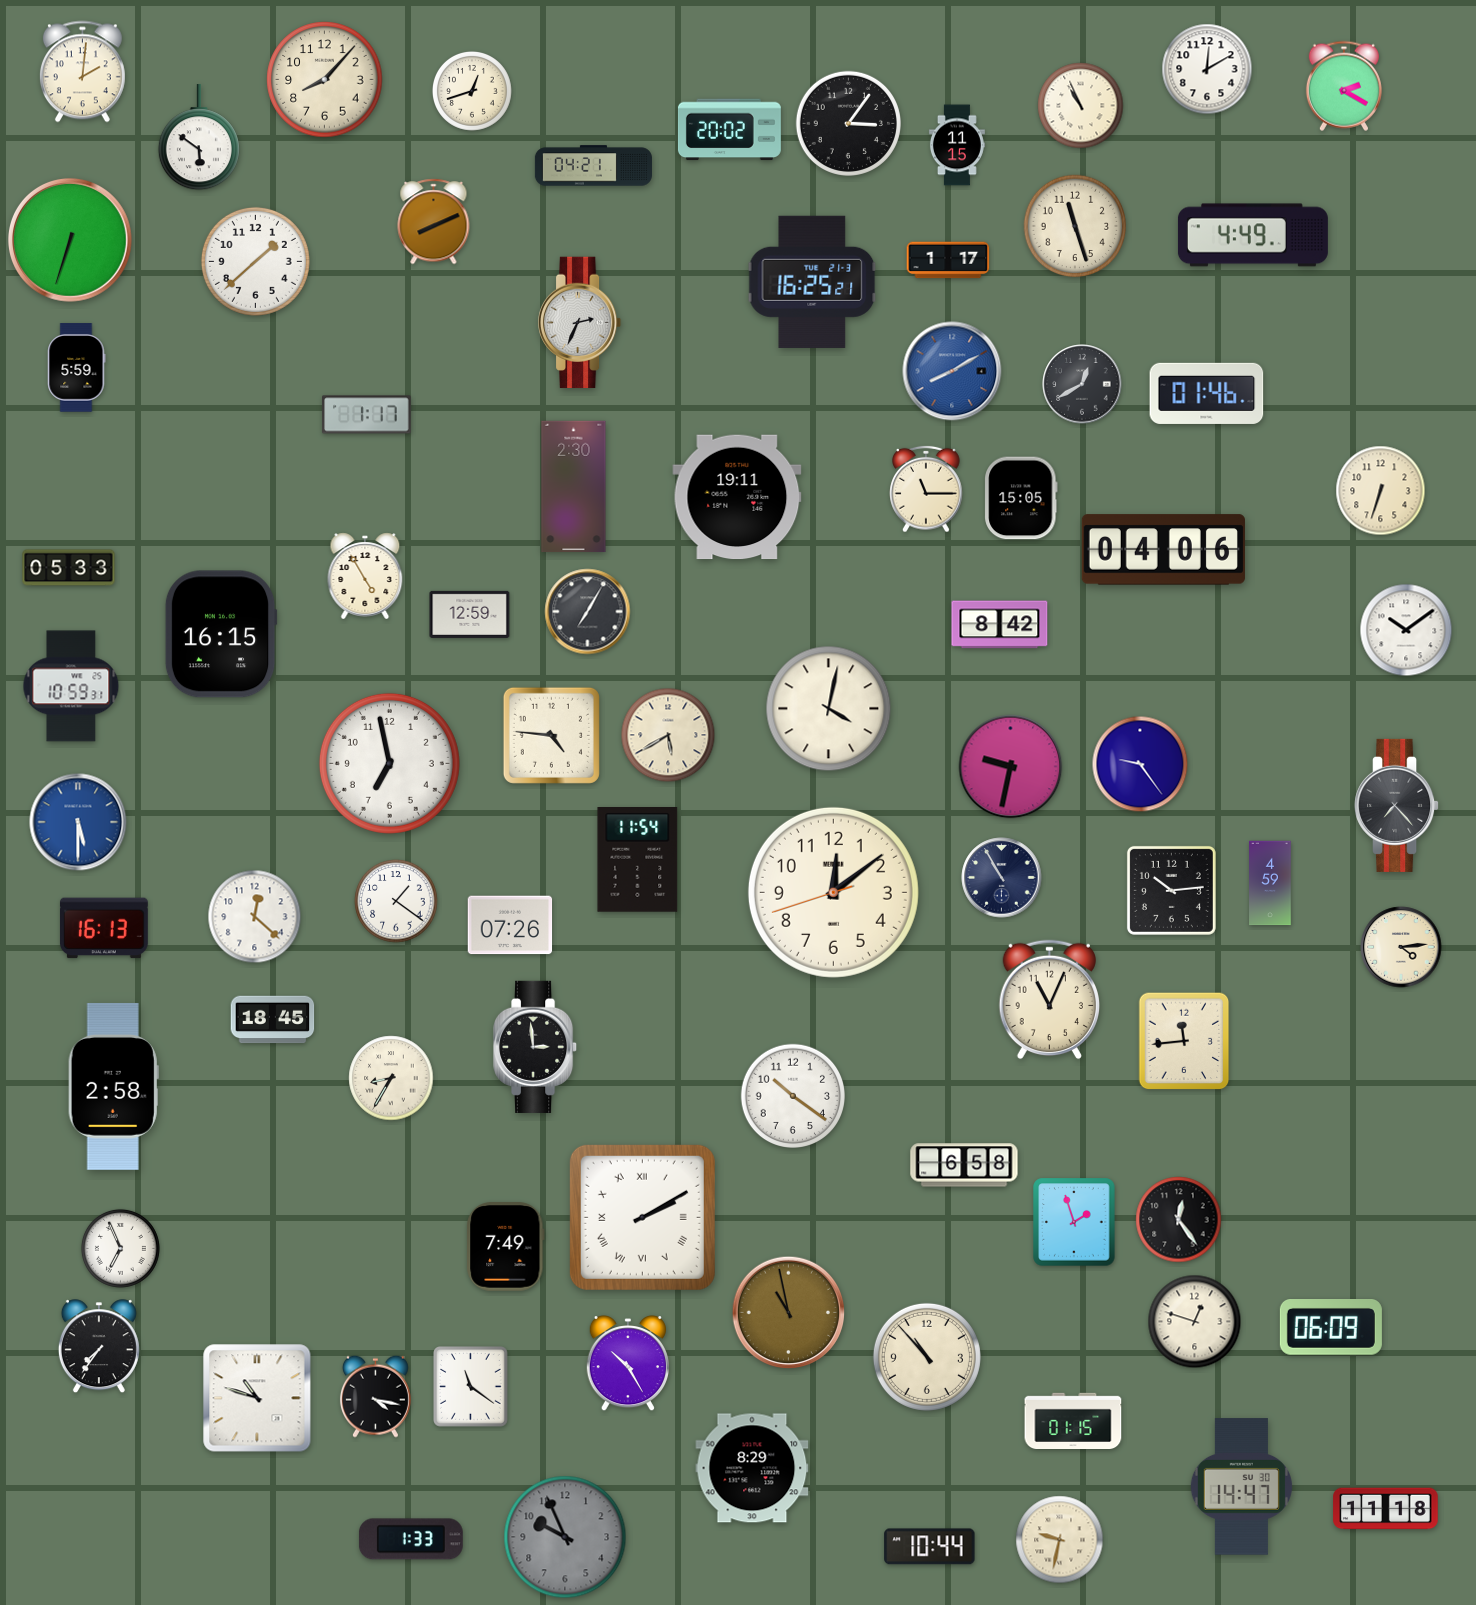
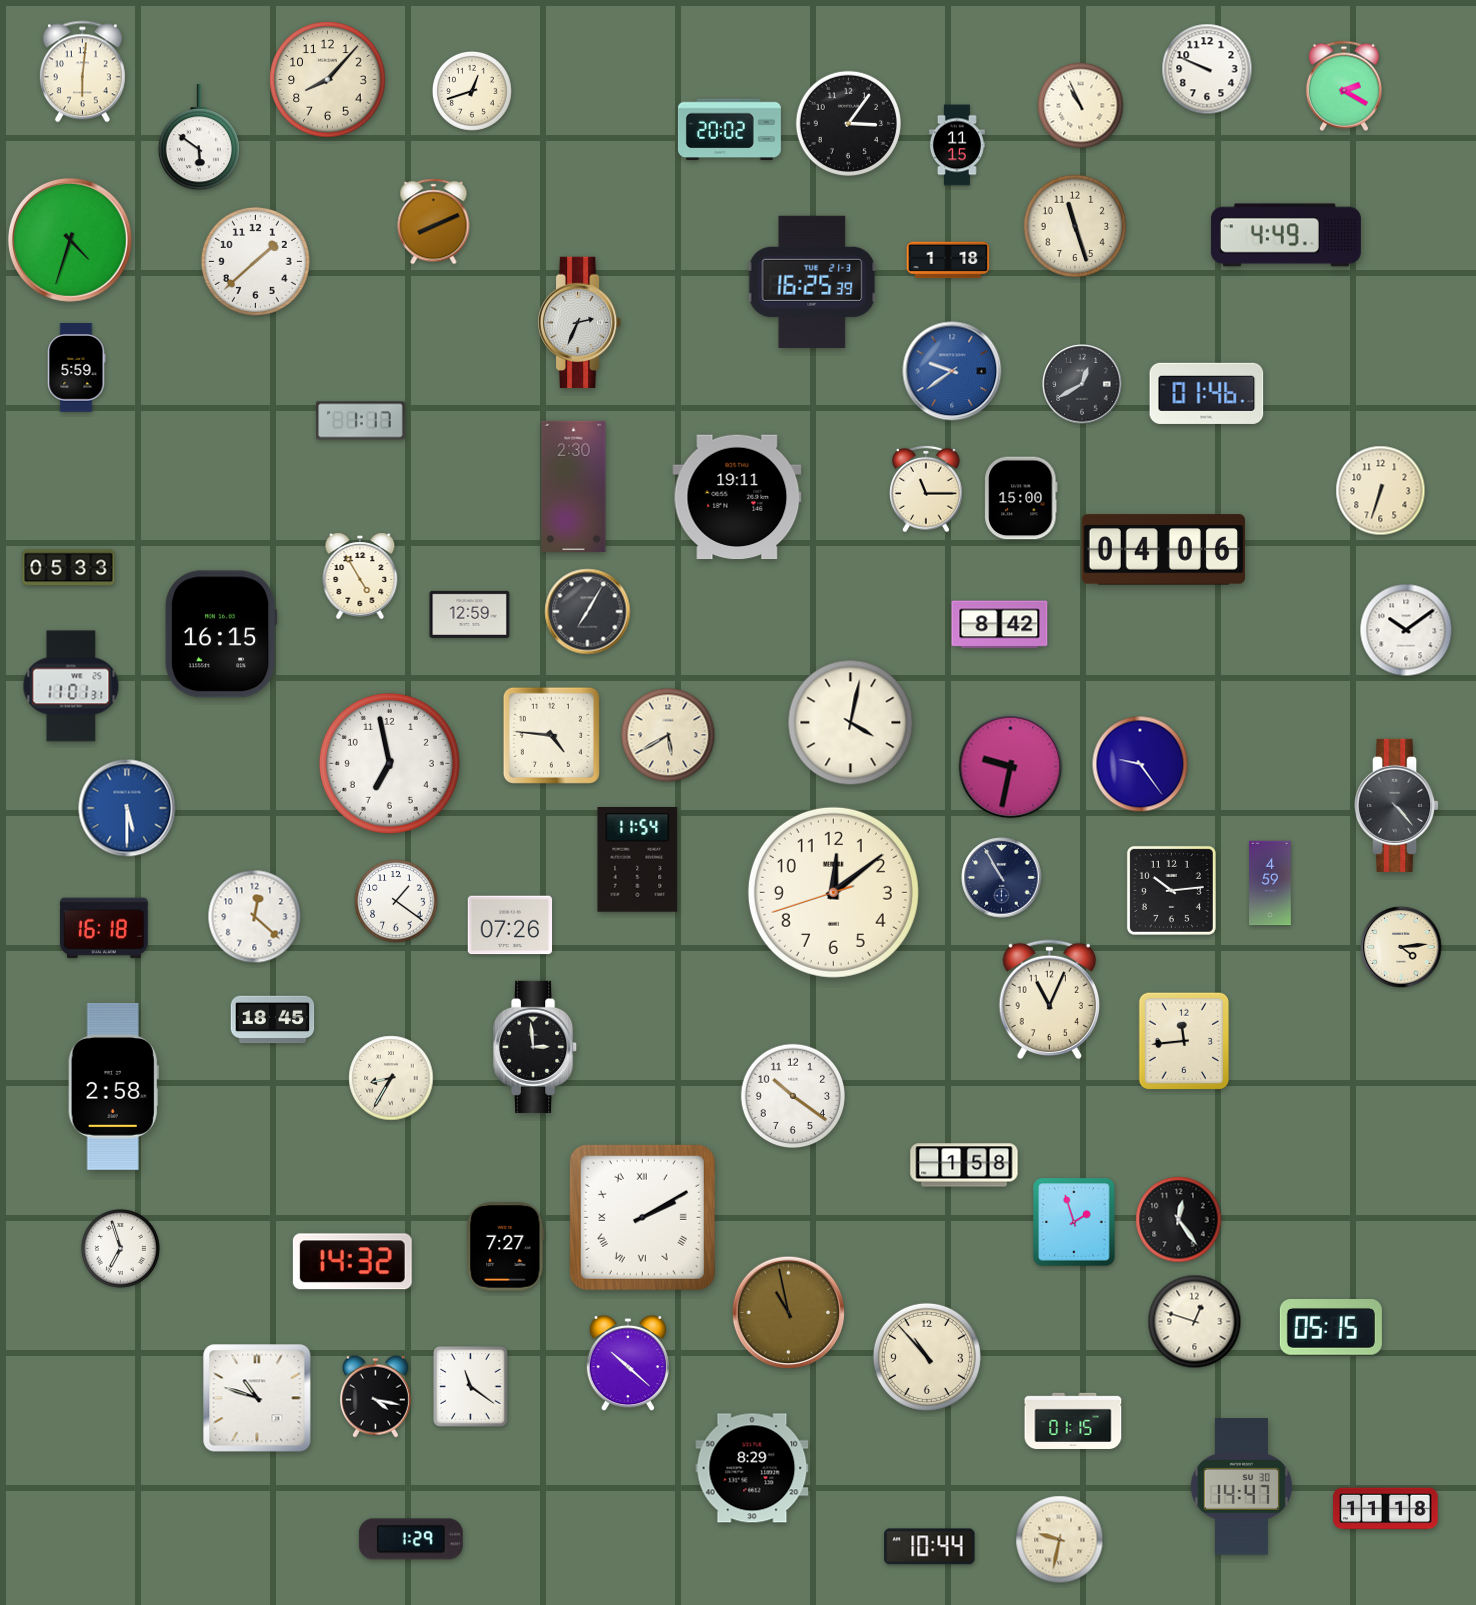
clock at (1207, 69): 12:10 -> 9:49
clock at (82, 72): 2:01 -> 6:01
clock at (325, 80) position: (325, 80) -> (328, 80)
clock at (593, 166): 04:21 -> none
clock at (1253, 235) position: (1253, 235) -> (1286, 235)
clock at (70, 240): 6:33 -> 4:33
clock at (948, 260): 1:17 -> 1:18
clock at (812, 282): 16:25:21 -> 16:25:39
clock at (952, 371): 8:10 -> 9:39
clock at (367, 415) position: (367, 415) -> (361, 421)
clock at (1021, 498): 15:05 -> 15:00
clock at (365, 576) position: (365, 576) -> (360, 576)
clock at (71, 686): 10:59 -> 11:01
clock at (829, 709) position: (829, 709) -> (851, 723)
clock at (1397, 805): 7:23 -> 4:23
clock at (78, 822) position: (78, 822) -> (127, 808)
clock at (104, 928): 16:13 -> 16:18
clock at (964, 1165): 6:58 -> 1:58
clock at (506, 1247): 7:49 -> 7:27
clock at (120, 1248): 6:56 -> 6:57
clock at (352, 1262): none -> 14:32
clock at (1331, 1328): 06:09 -> 05:15
clock at (99, 1347): 7:36 -> none
clock at (628, 1364): 10:25 -> 10:22
clock at (565, 1537): 9:56 -> none
clock at (411, 1539): 1:33 -> 1:29
